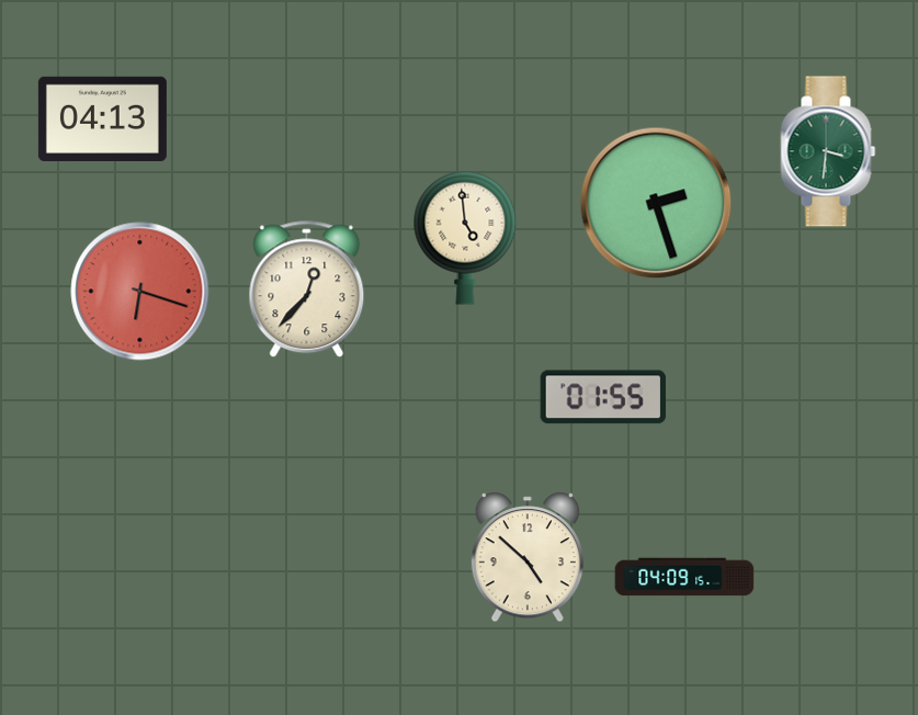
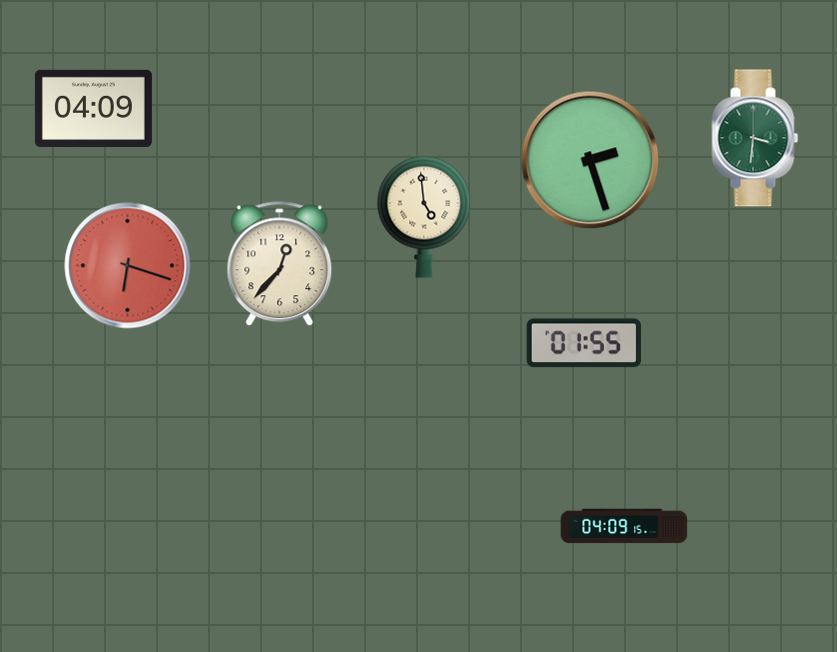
clock at (102, 118): 04:13 -> 04:09
clock at (656, 203) position: (656, 203) -> (590, 160)
clock at (603, 397) position: (603, 397) -> (584, 343)
clock at (528, 557): 4:52 -> none
